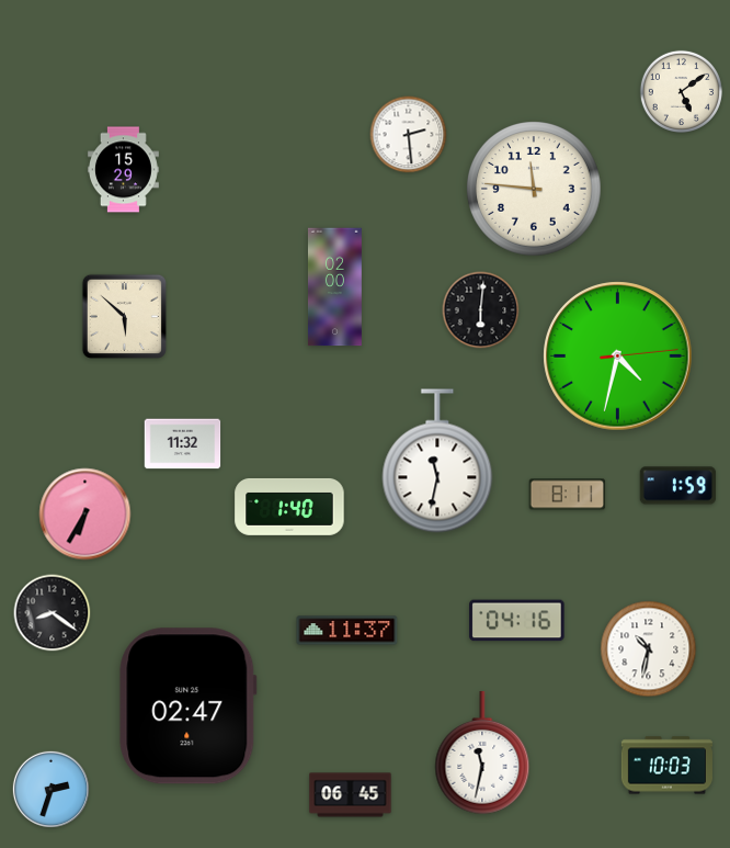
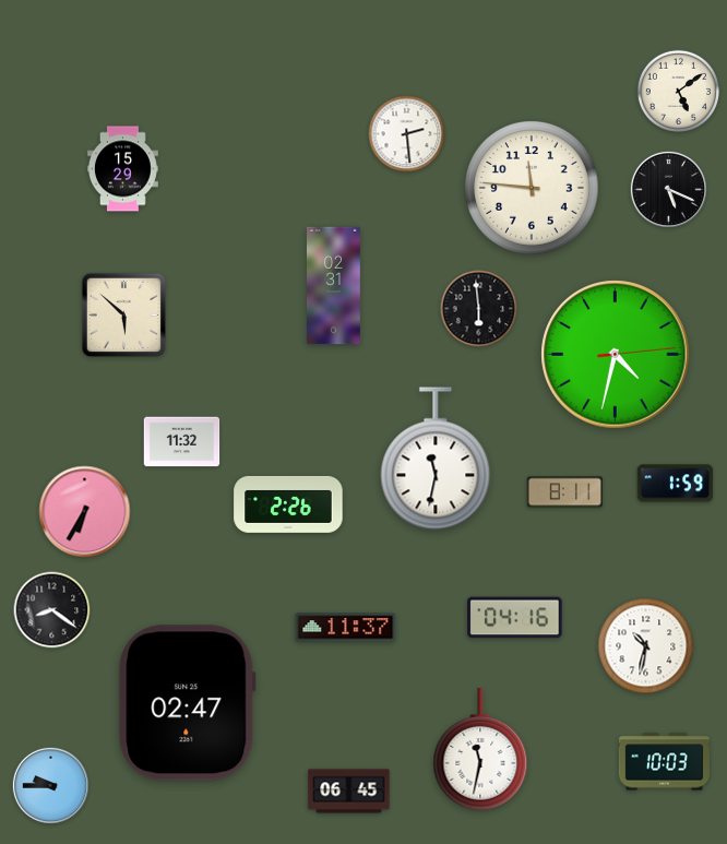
clock at (668, 189): none -> 5:19
clock at (334, 287): 02:00 -> 02:31
clock at (481, 310): 6:01 -> 5:59
clock at (289, 507): 1:40 -> 2:26
clock at (50, 789): 2:33 -> 9:45
